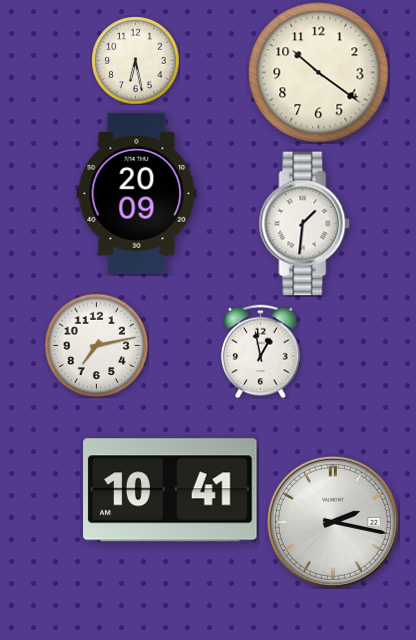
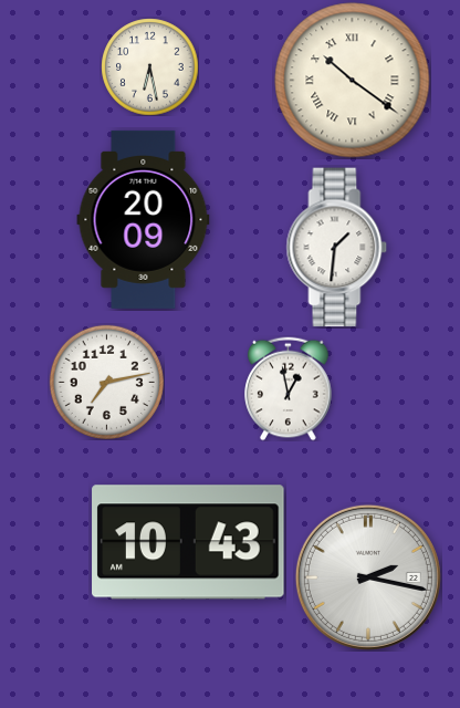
clock at (319, 73) numerals: Arabic -> Roman
clock at (137, 193) position: (137, 193) -> (144, 219)
clock at (170, 490): 10:41 -> 10:43
